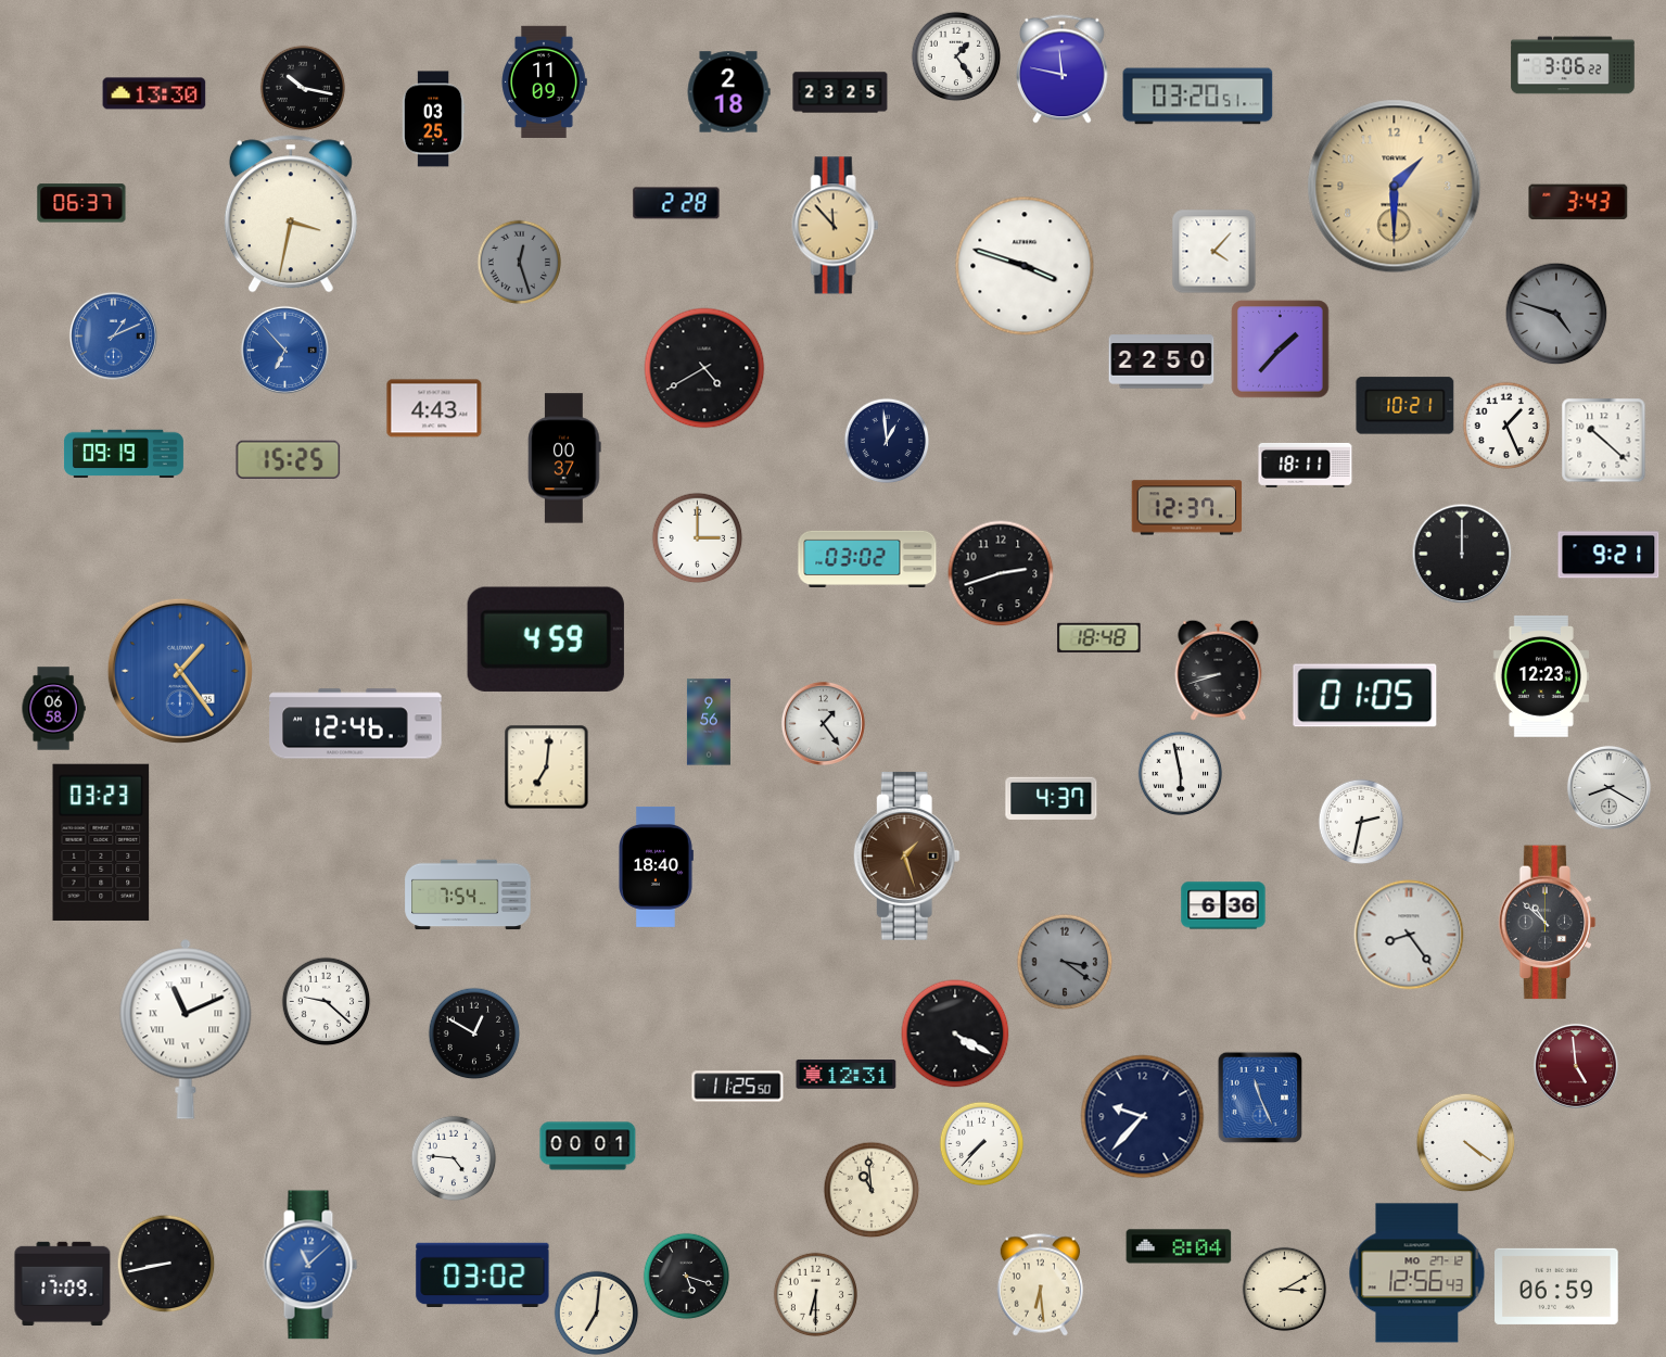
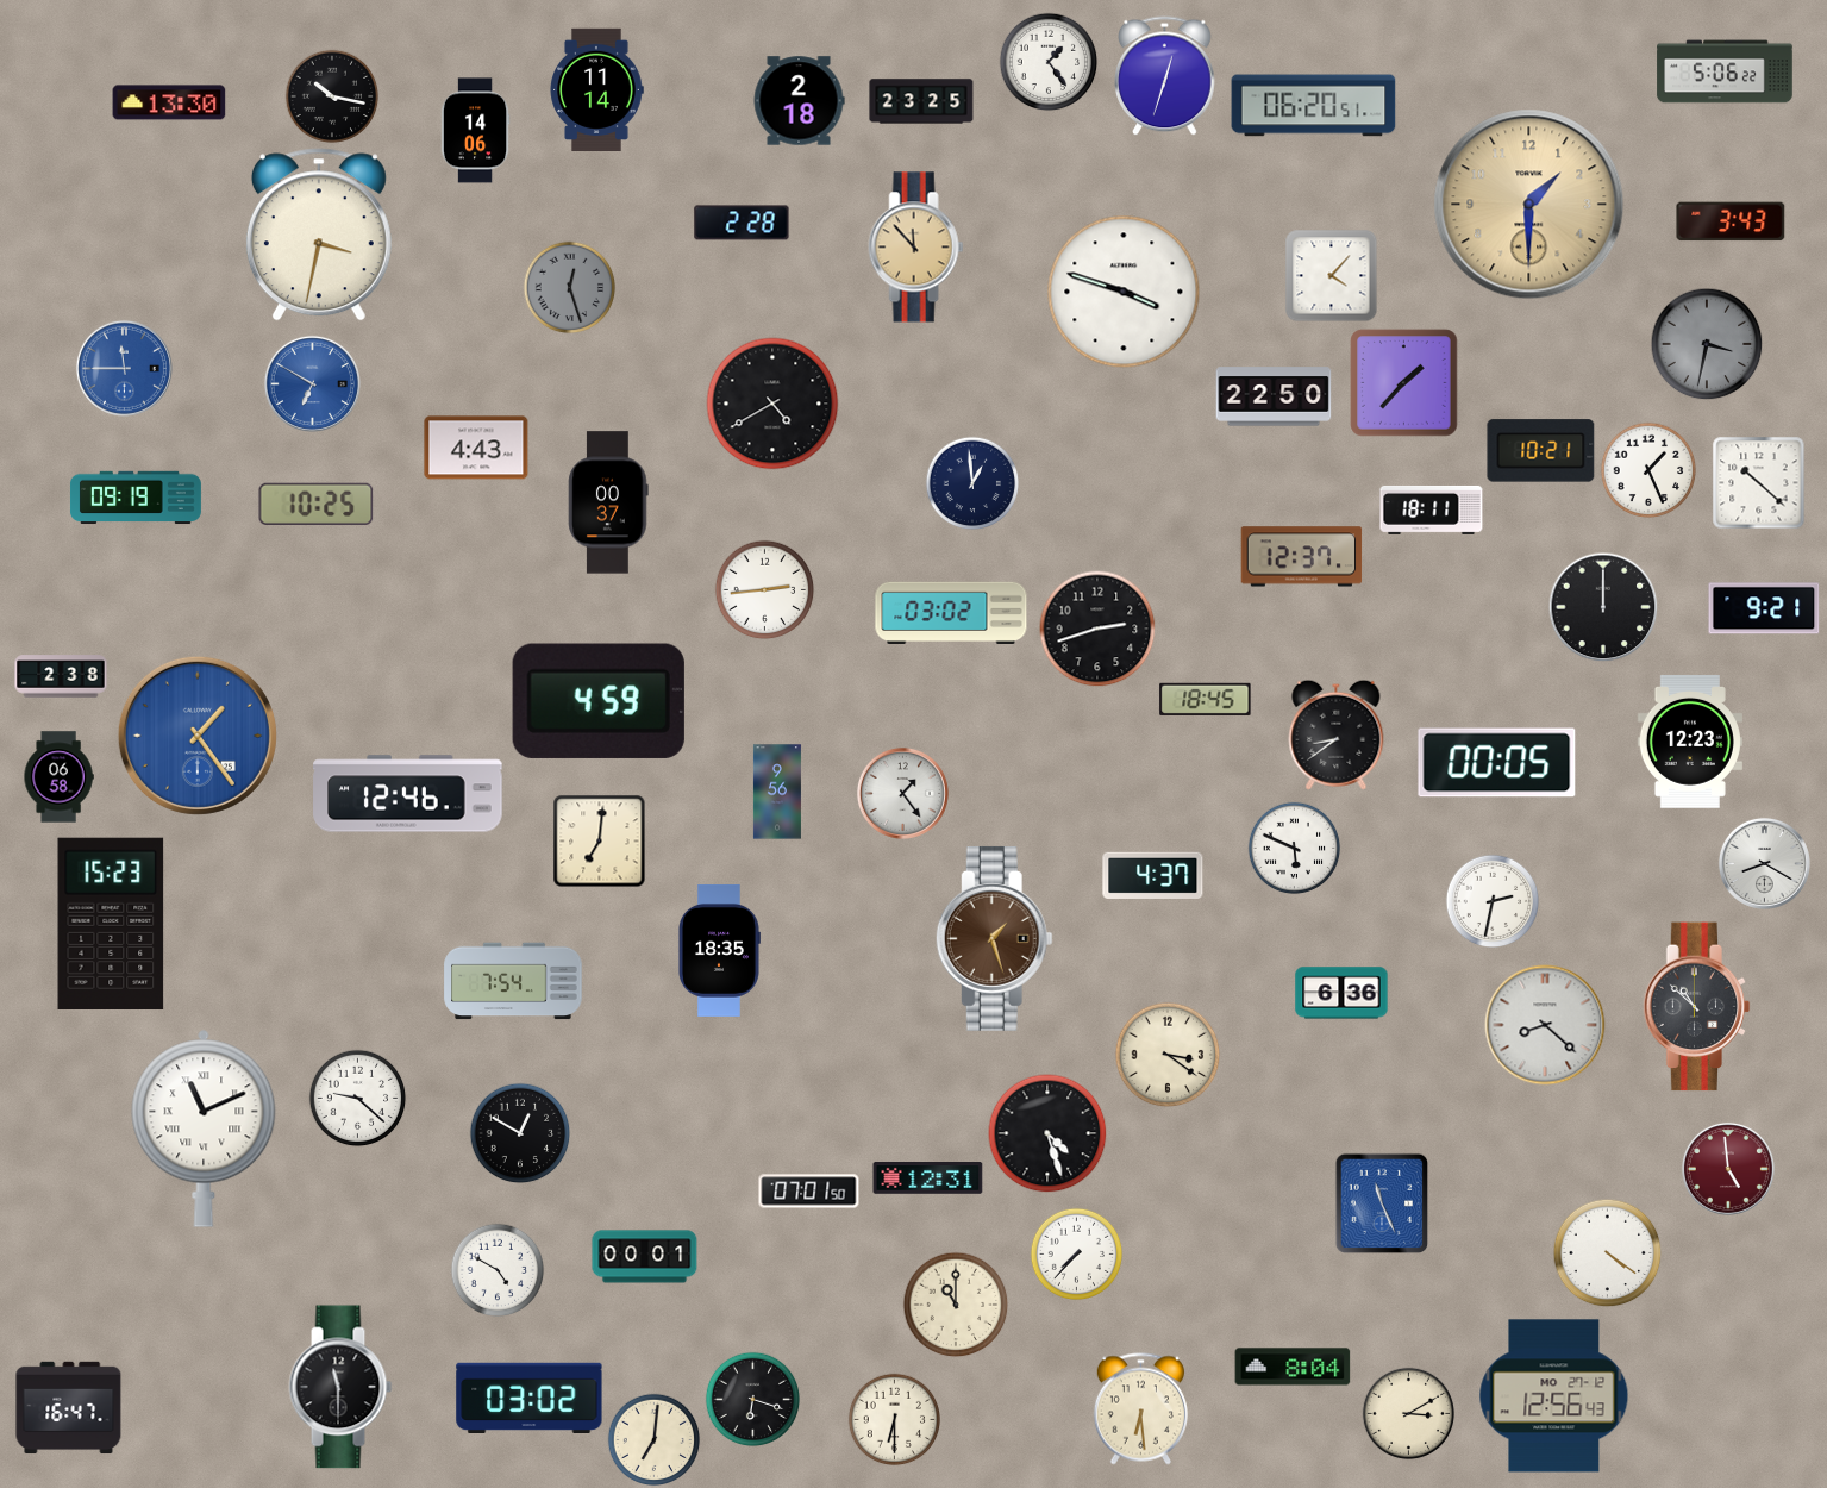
clock at (1573, 65): 3:06 -> 5:06
clock at (1063, 69): 11:47 -> 12:33
clock at (544, 83): 11:09 -> 11:14
clock at (1198, 97): 03:20 -> 06:20
clock at (433, 119): 03:25 -> 14:06
clock at (81, 203): 06:37 -> none
clock at (1556, 314): 4:48 -> 3:32
clock at (113, 335): 1:11 -> 11:45
clock at (284, 350): 6:53 -> 6:50
clock at (1406, 406) position: (1406, 406) -> (1541, 451)
clock at (1506, 426) position: (1506, 426) -> (1648, 470)
clock at (564, 458) position: (564, 458) -> (608, 502)
clock at (289, 459): 15:25 -> 10:25
clock at (697, 537): 3:00 -> 2:44
clock at (61, 676): none -> 2:38
clock at (1099, 637): 18:48 -> 18:45
clock at (1219, 670): 8:42 -> 8:39
clock at (1365, 696): 01:05 -> 00:05
clock at (356, 724) position: (356, 724) -> (408, 794)
clock at (1180, 773): 5:58 -> 5:49
clock at (101, 841): 03:23 -> 15:23
clock at (657, 866): 18:40 -> 18:35
clock at (1548, 923) position: (1548, 923) -> (1697, 1007)
clock at (1409, 935): 8:24 -> 8:22
clock at (1065, 962) dial: grey -> cream
clock at (955, 1033): 4:20 -> 4:27
clock at (738, 1087): 11:25 -> 07:01
clock at (1143, 1117): 9:37 -> none
clock at (454, 1158): 4:46 -> 4:50
clock at (872, 1190): 10:59 -> 11:00
clock at (166, 1264): 8:43 -> none
clock at (310, 1265): 11:08 -> 11:30
clock at (310, 1265) dial: blue -> black
clock at (686, 1276): 5:18 -> 6:18
clock at (63, 1284): 17:09 -> 16:47
clock at (1557, 1286): 06:59 -> none
